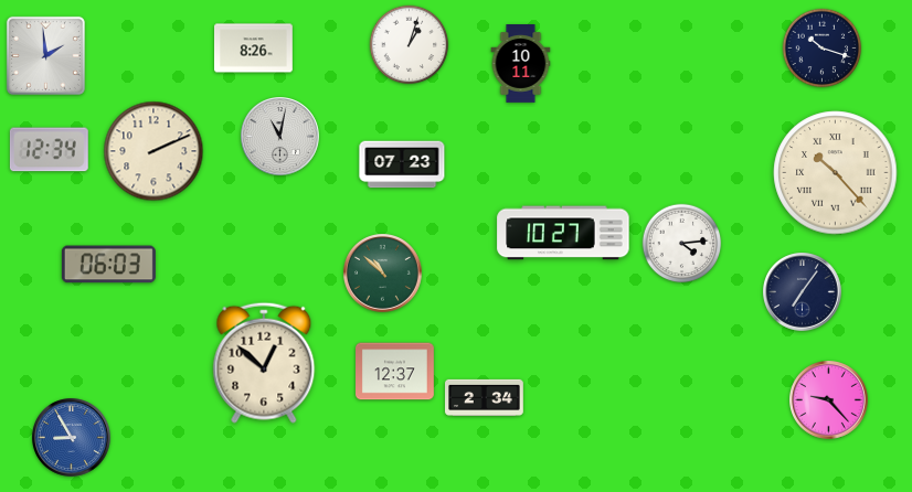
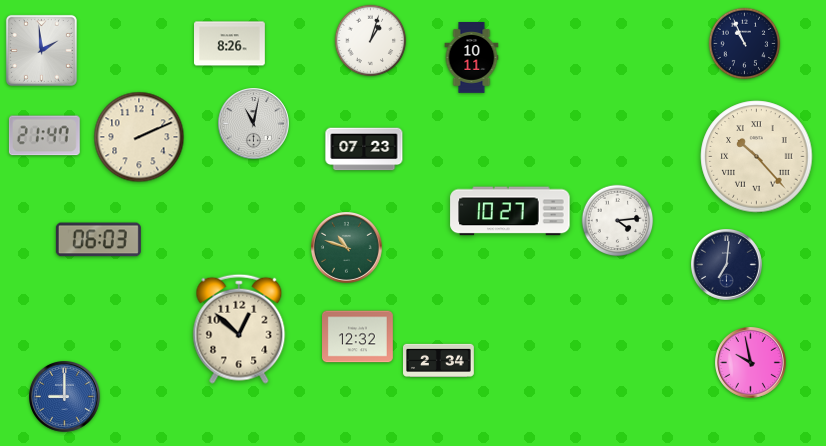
clock at (823, 49): 10:18 -> 10:56
clock at (49, 150): 12:34 -> 21:47
clock at (383, 274): 10:52 -> 10:48
clock at (803, 292): 7:06 -> 7:01
clock at (395, 372): 12:37 -> 12:32
clock at (829, 400): 9:23 -> 9:58
clock at (72, 438): 8:55 -> 9:00
